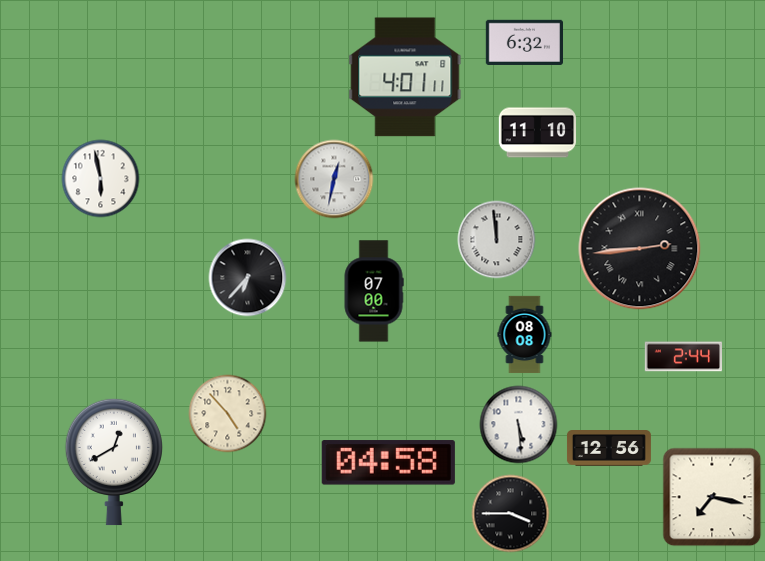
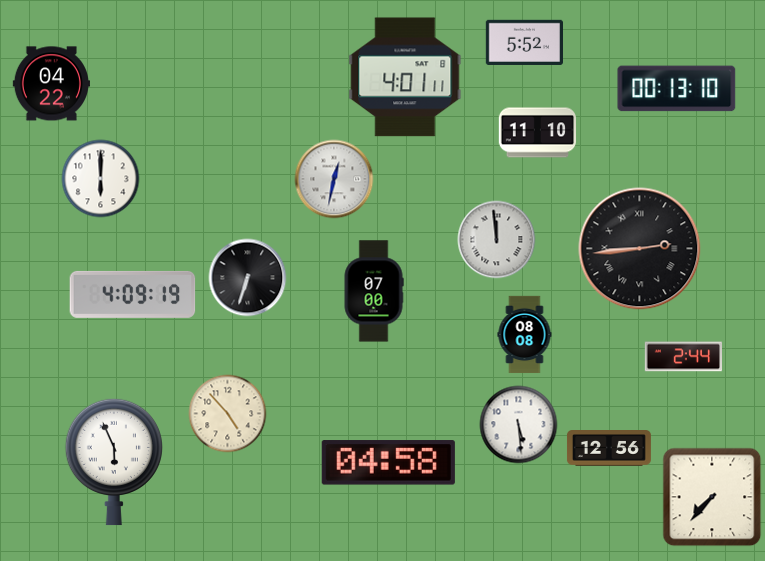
clock at (524, 42): 6:32 -> 5:52
clock at (51, 84): none -> 04:22
clock at (677, 89): none -> 00:13
clock at (100, 178): 5:58 -> 6:00
clock at (247, 277): 6:37 -> 6:33
clock at (133, 294): none -> 4:09
clock at (114, 462): 12:40 -> 5:56
clock at (712, 497): 7:17 -> 7:37
clock at (510, 513): 3:45 -> none
